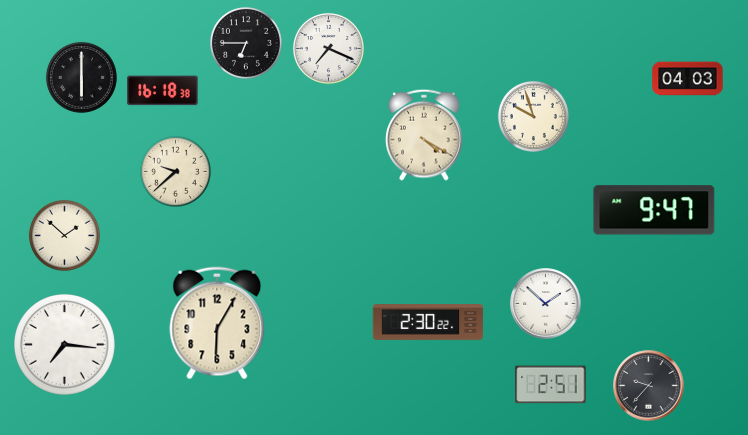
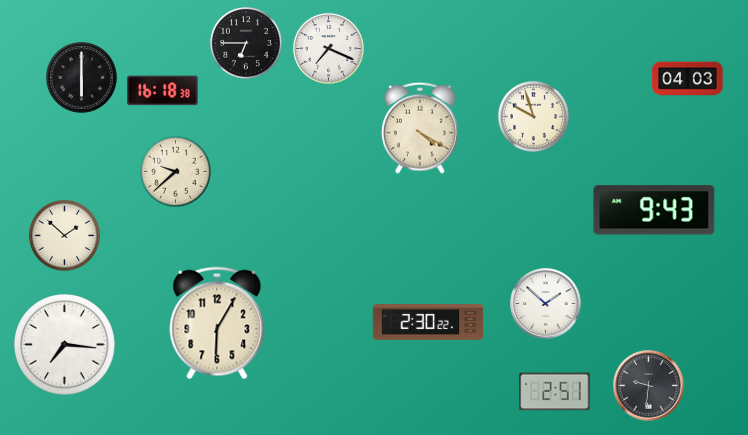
clock at (425, 135) position: (425, 135) -> (421, 128)
clock at (654, 210): 9:47 -> 9:43
clock at (551, 385) position: (551, 385) -> (555, 392)
clock at (649, 386): 9:37 -> 9:31
